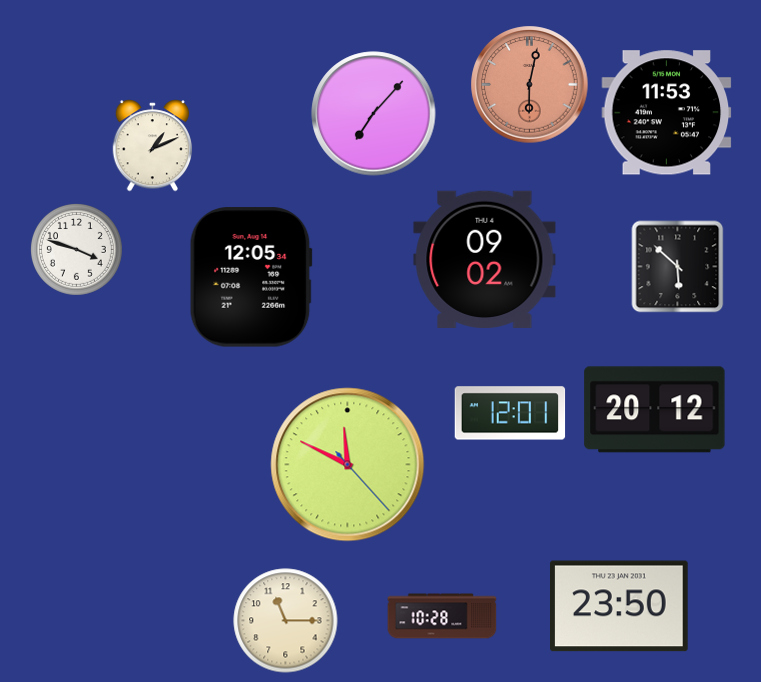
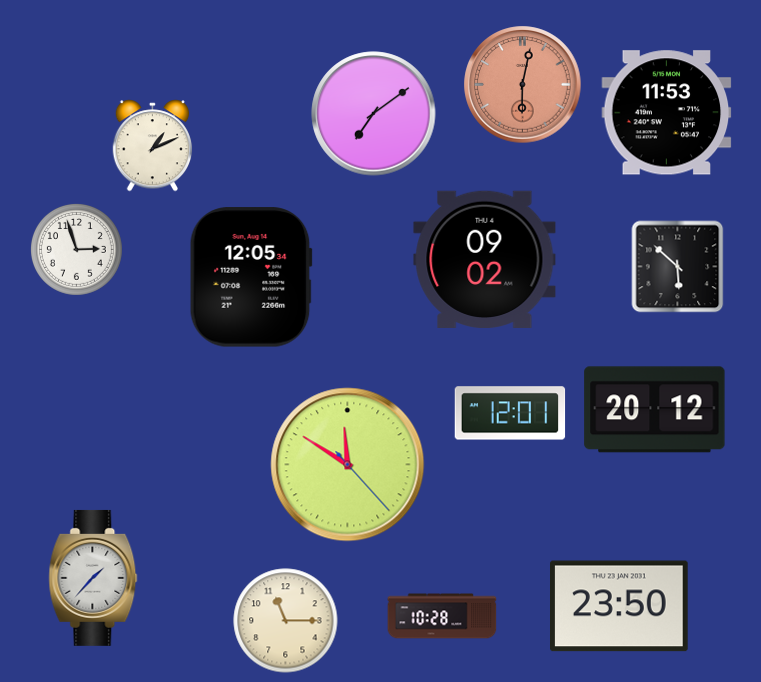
clock at (530, 85) position: (530, 85) -> (523, 85)
clock at (374, 114): 7:07 -> 7:09
clock at (76, 249): 3:48 -> 2:57
clock at (348, 465): 11:49 -> 11:50
clock at (93, 578): none -> 1:37
